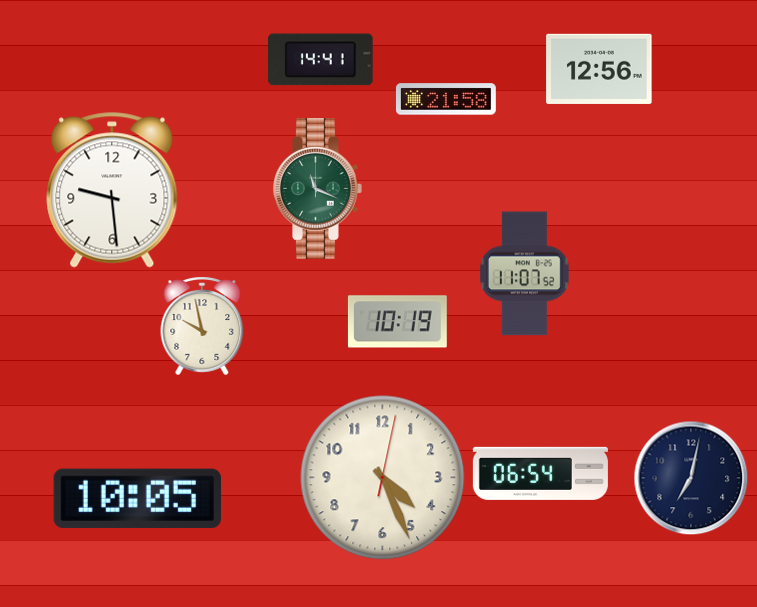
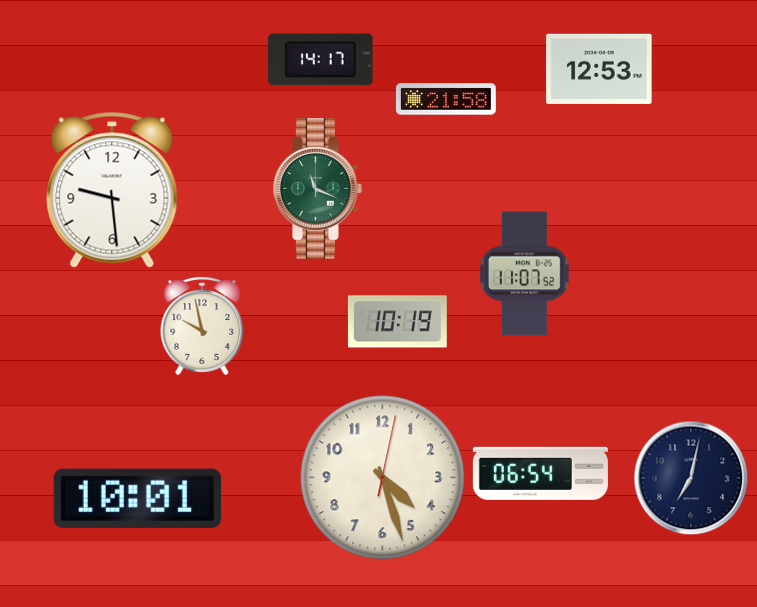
clock at (321, 60): 14:41 -> 14:17
clock at (599, 69): 12:56 -> 12:53
clock at (383, 478): 4:26 -> 4:27
clock at (137, 498): 10:05 -> 10:01
